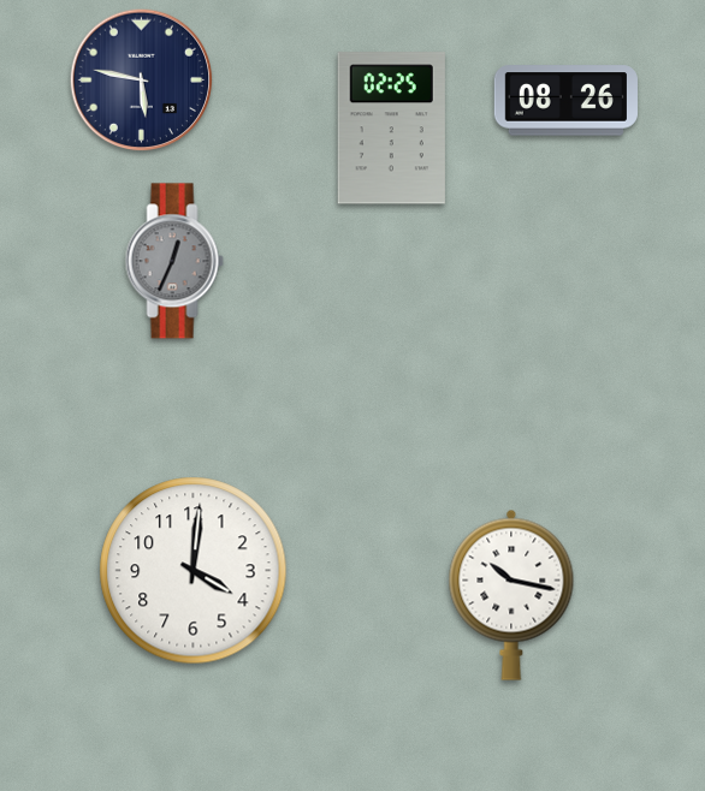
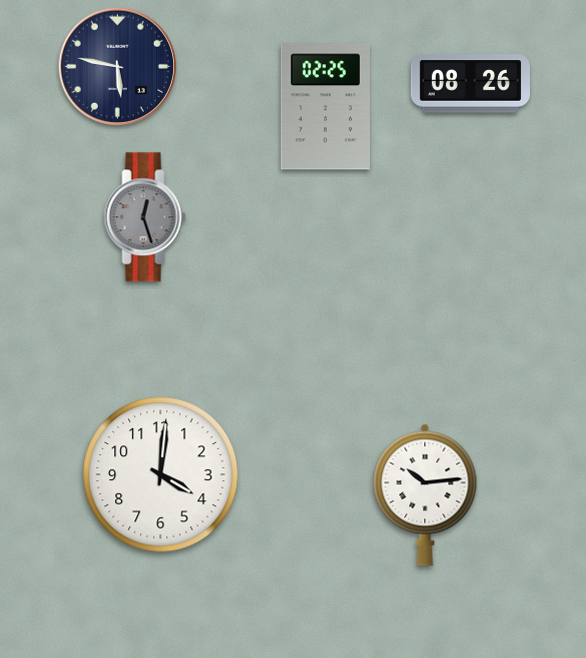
clock at (174, 261): 12:34 -> 12:27
clock at (511, 595): 10:17 -> 10:14
